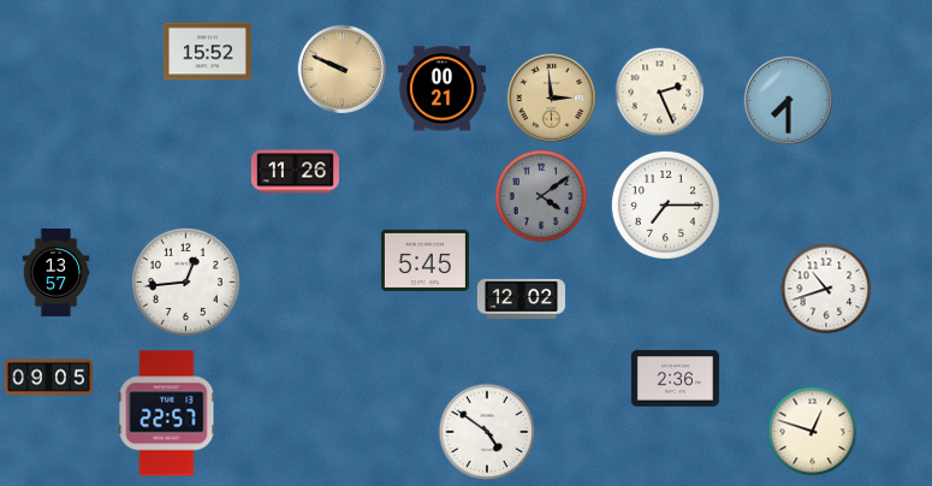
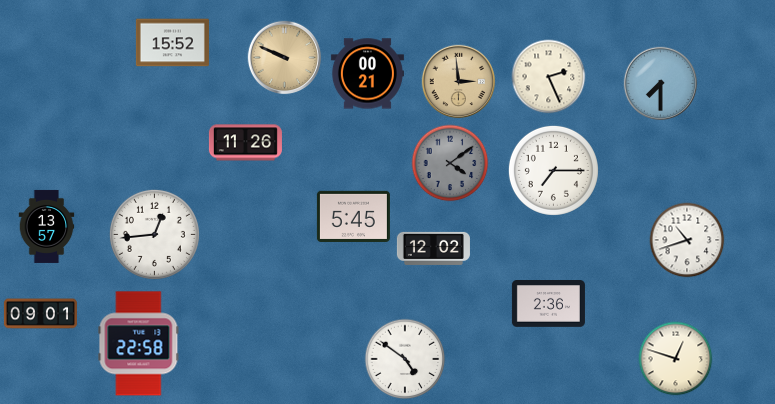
clock at (789, 101) position: (789, 101) -> (661, 84)
clock at (48, 378): 09:05 -> 09:01
clock at (675, 379) position: (675, 379) -> (548, 304)
clock at (167, 414): 22:57 -> 22:58
